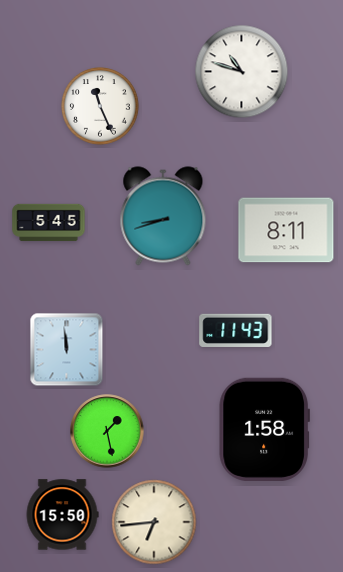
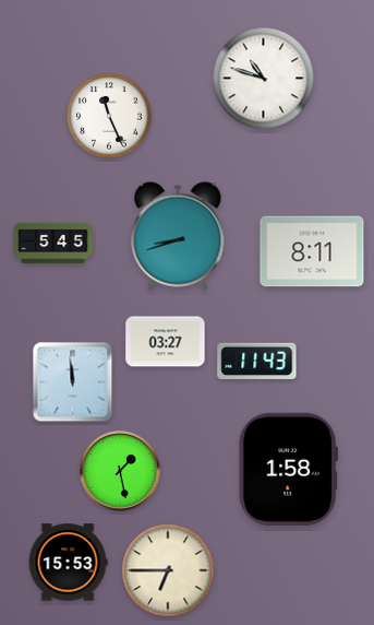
clock at (166, 342): none -> 03:27
clock at (107, 431) position: (107, 431) -> (120, 471)
clock at (62, 515): 15:50 -> 15:53
clock at (154, 522): 6:44 -> 6:45
